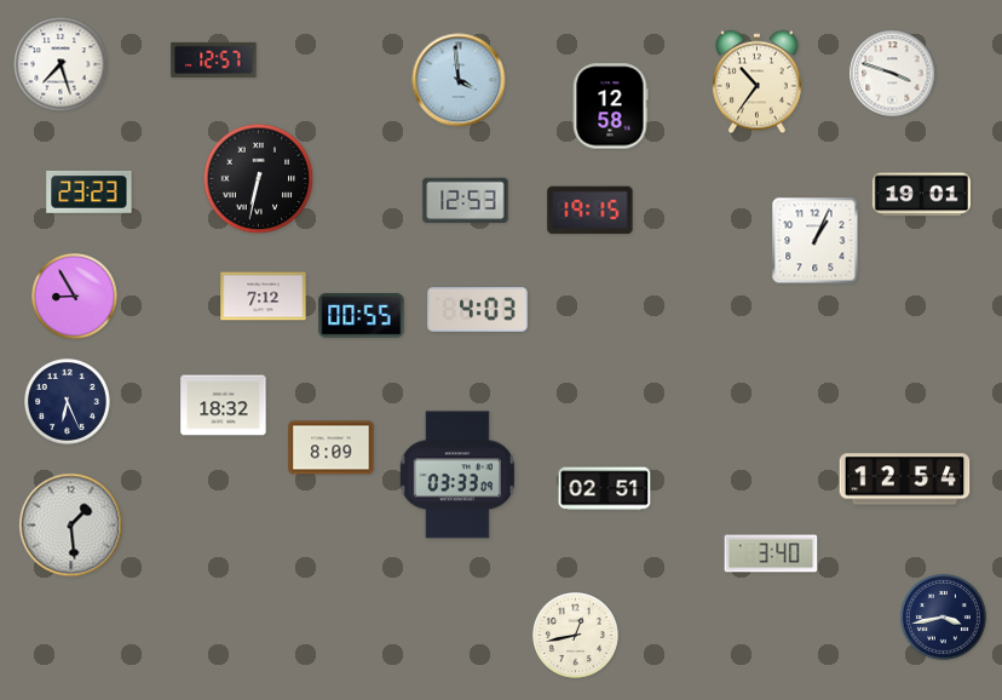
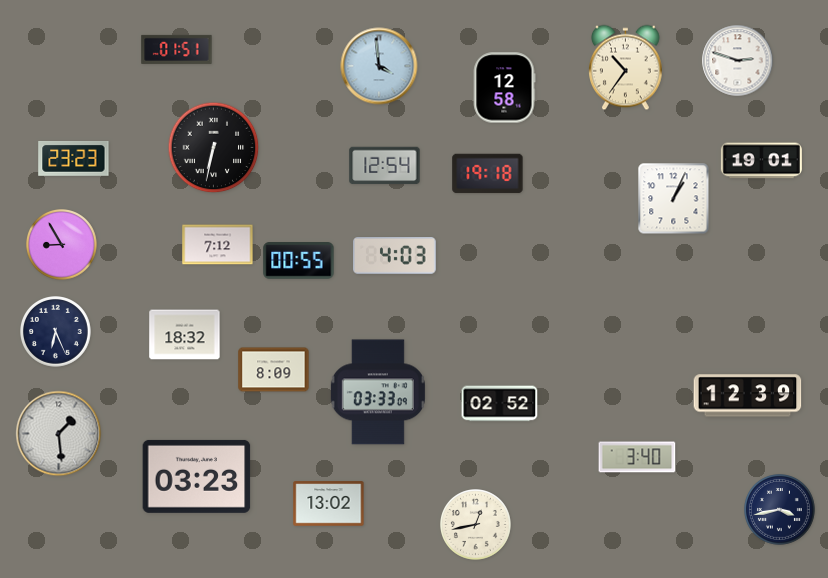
clock at (214, 59): 12:57 -> 01:51
clock at (61, 64): 7:27 -> none
clock at (893, 74): 3:48 -> 2:48
clock at (466, 201): 12:53 -> 12:54
clock at (591, 211): 19:15 -> 19:18
clock at (905, 480): 12:54 -> 12:39
clock at (605, 489): 02:51 -> 02:52
clock at (197, 476): none -> 03:23
clock at (329, 504): none -> 13:02
